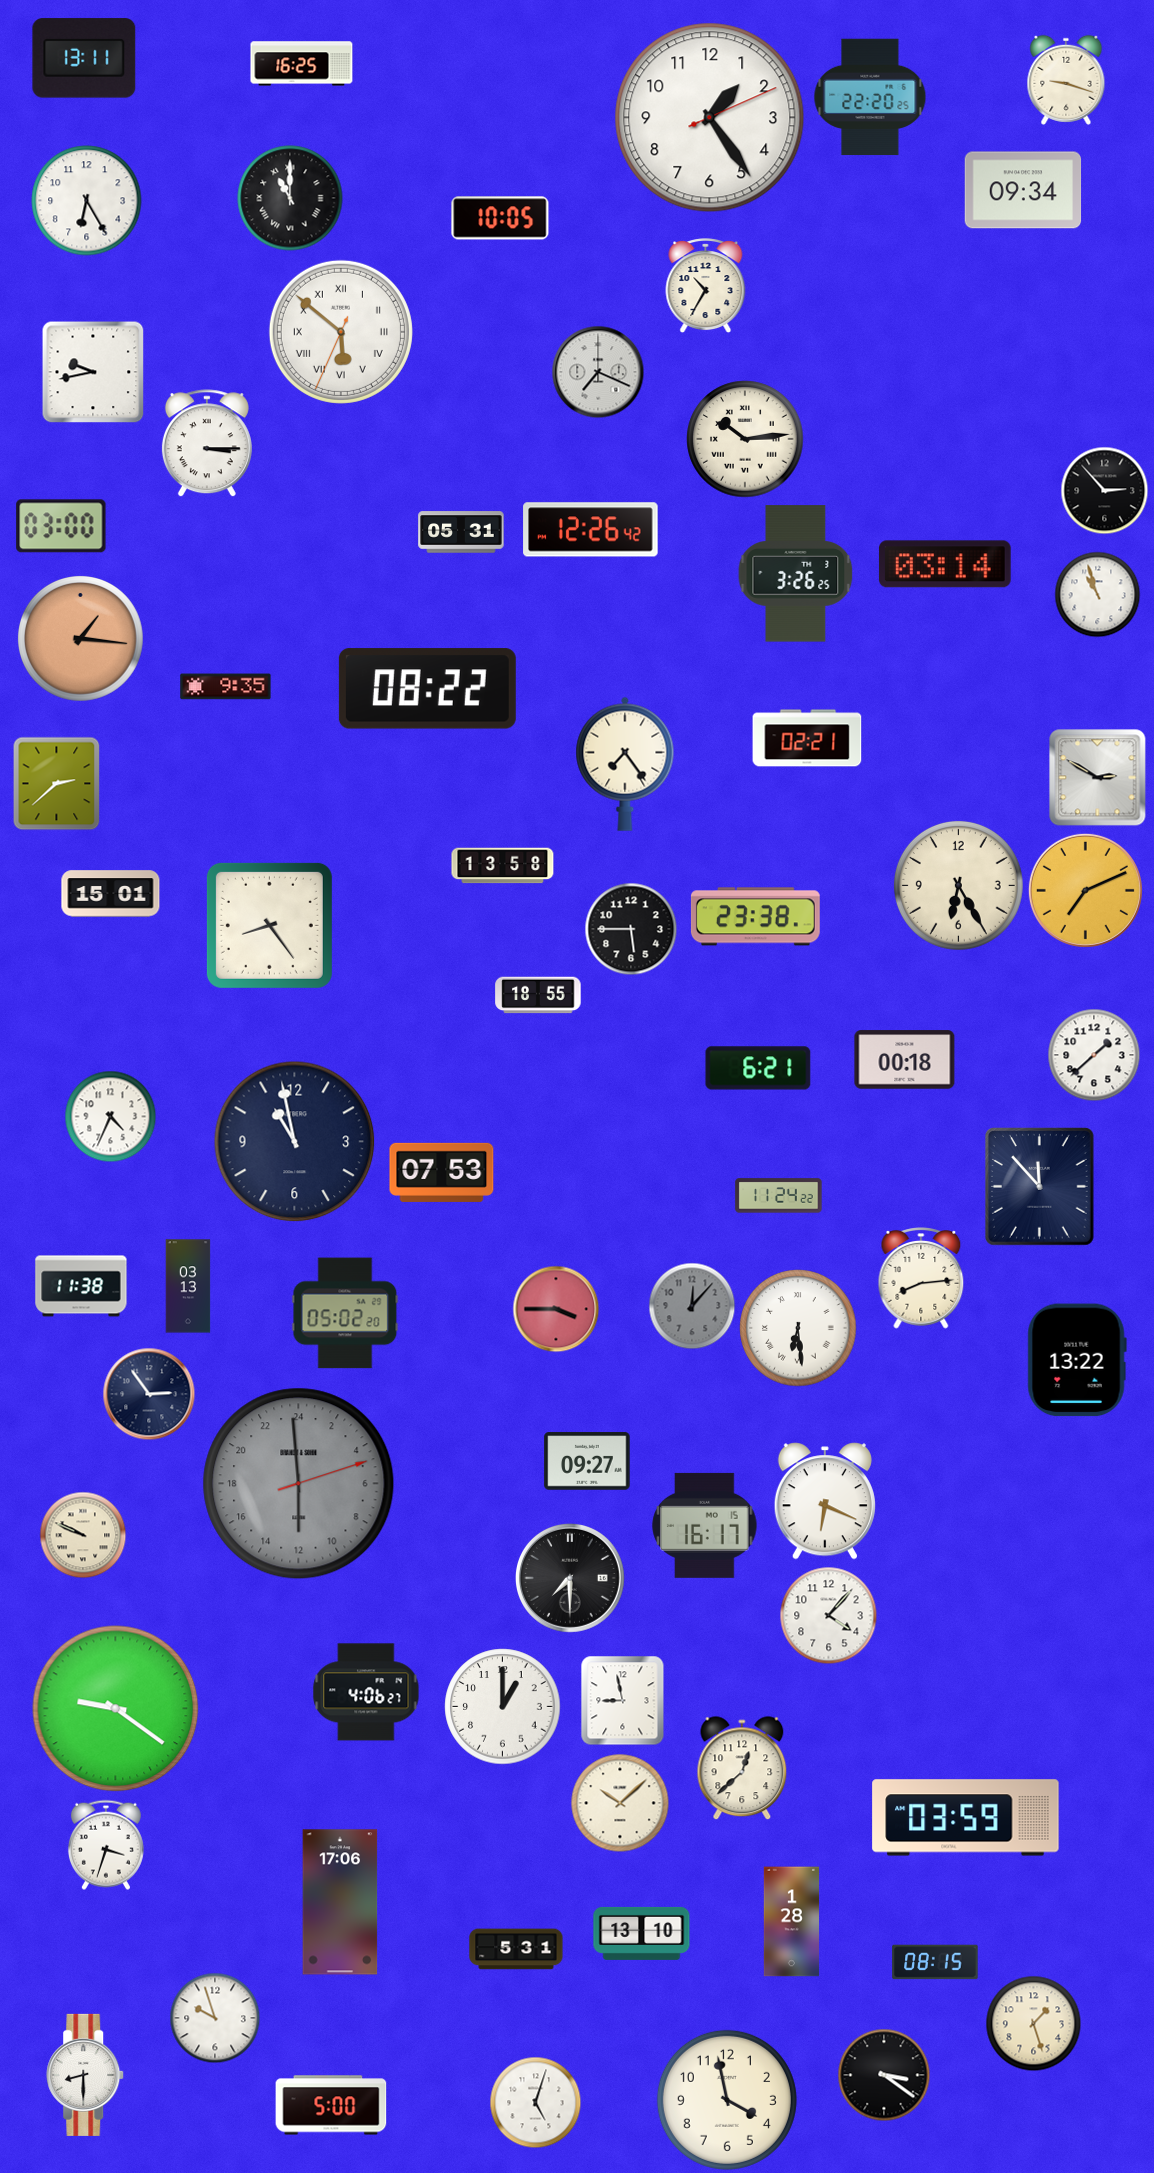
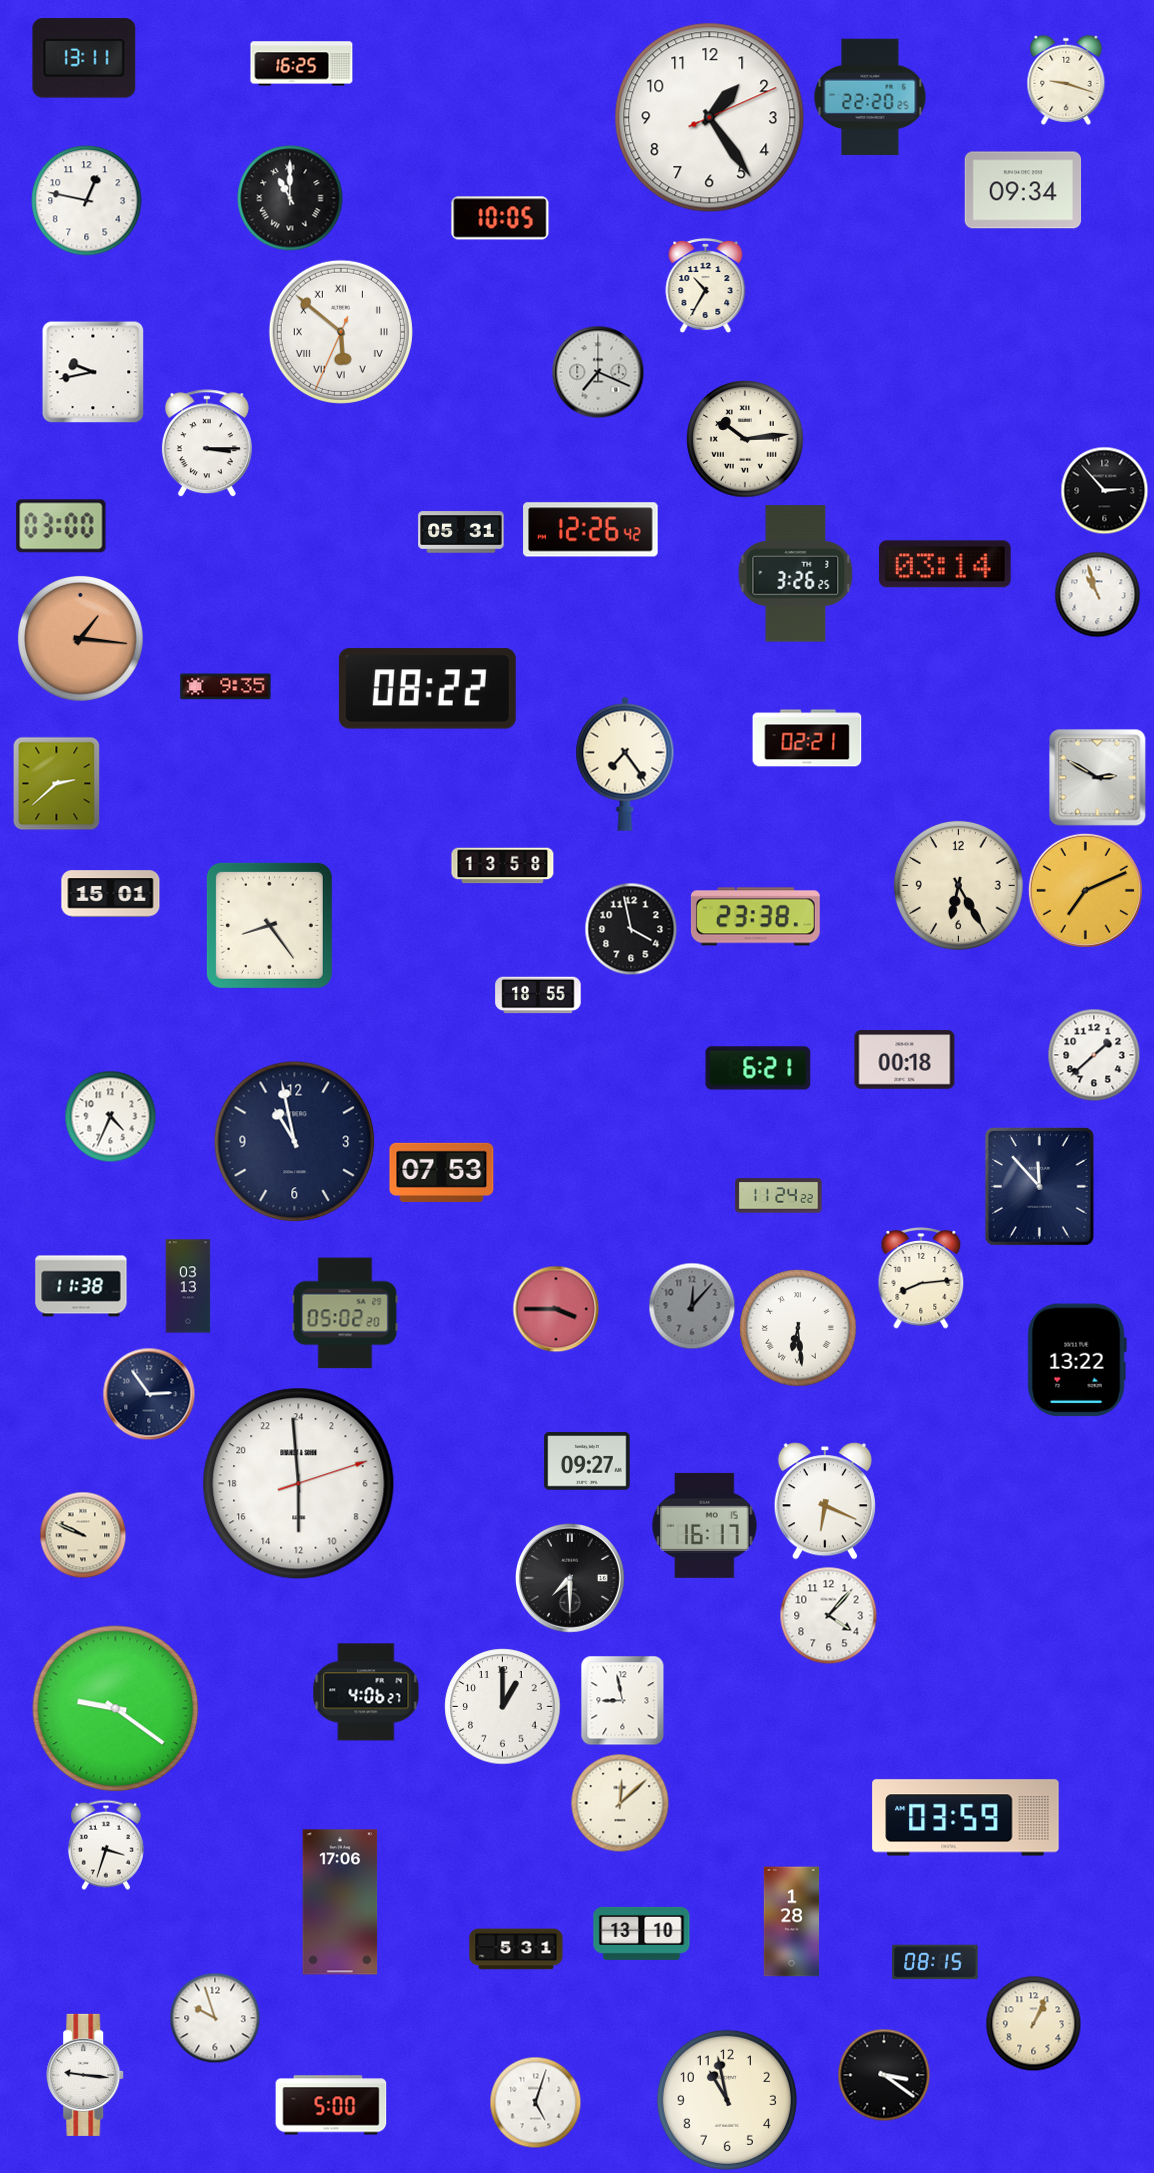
clock at (87, 201): 6:25 -> 12:47
clock at (631, 929): 5:45 -> 3:58
clock at (299, 1484) dial: grey -> white
clock at (742, 1768): 12:38 -> none
clock at (620, 1803): 10:08 -> 12:08
clock at (1033, 2023): 1:27 -> 1:04
clock at (86, 2075): 8:30 -> 9:16
clock at (727, 2100): 3:58 -> 10:58
